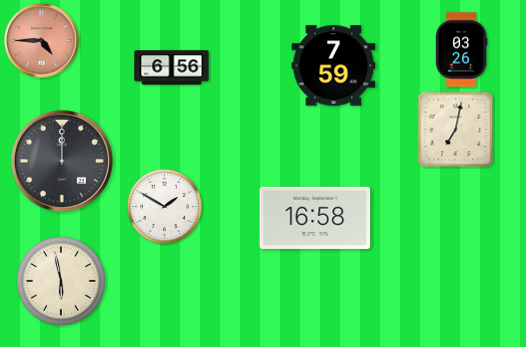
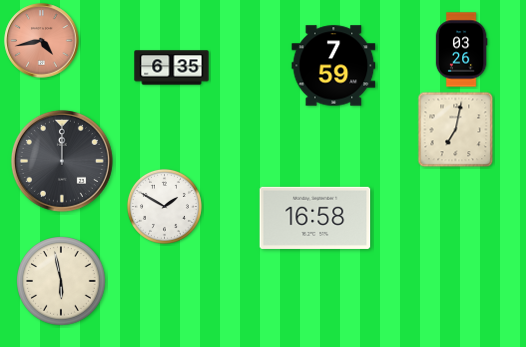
clock at (42, 41): 4:45 -> 4:43
clock at (172, 68): 6:56 -> 6:35
